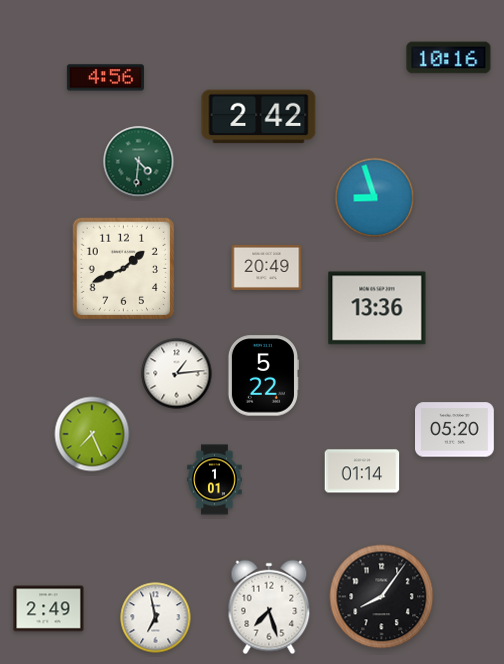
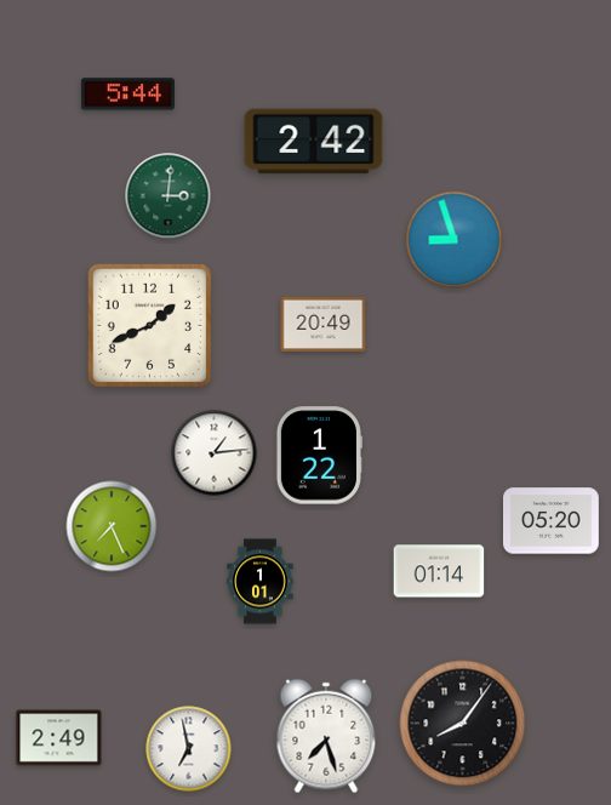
clock at (449, 58): 10:16 -> none
clock at (105, 78): 4:56 -> 5:44
clock at (139, 162): 4:31 -> 3:01
clock at (377, 308): 13:36 -> none
clock at (263, 376): 5:22 -> 1:22
